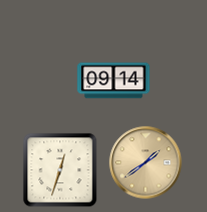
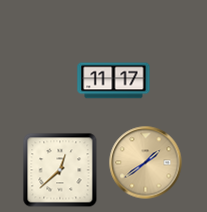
clock at (114, 81): 09:14 -> 11:17
clock at (60, 170): 12:33 -> 12:38
